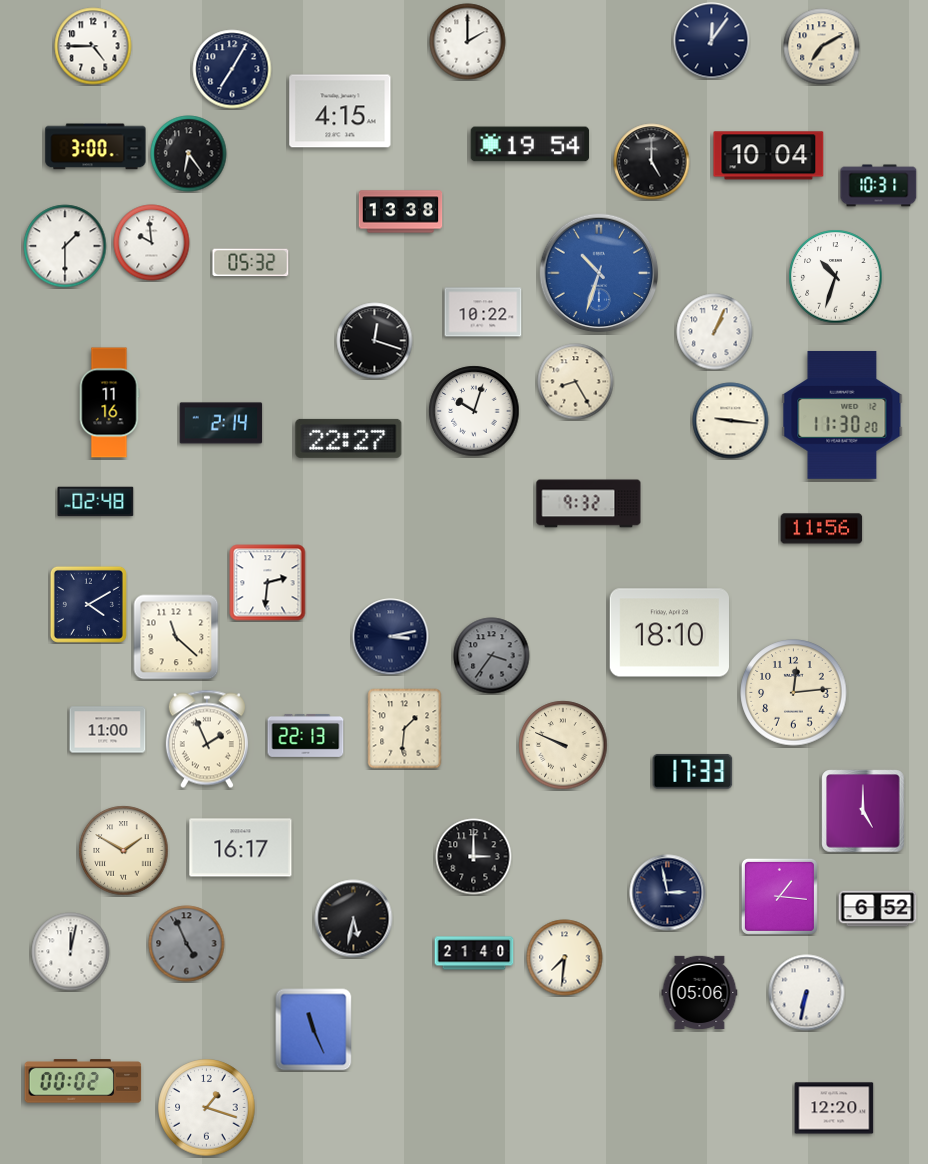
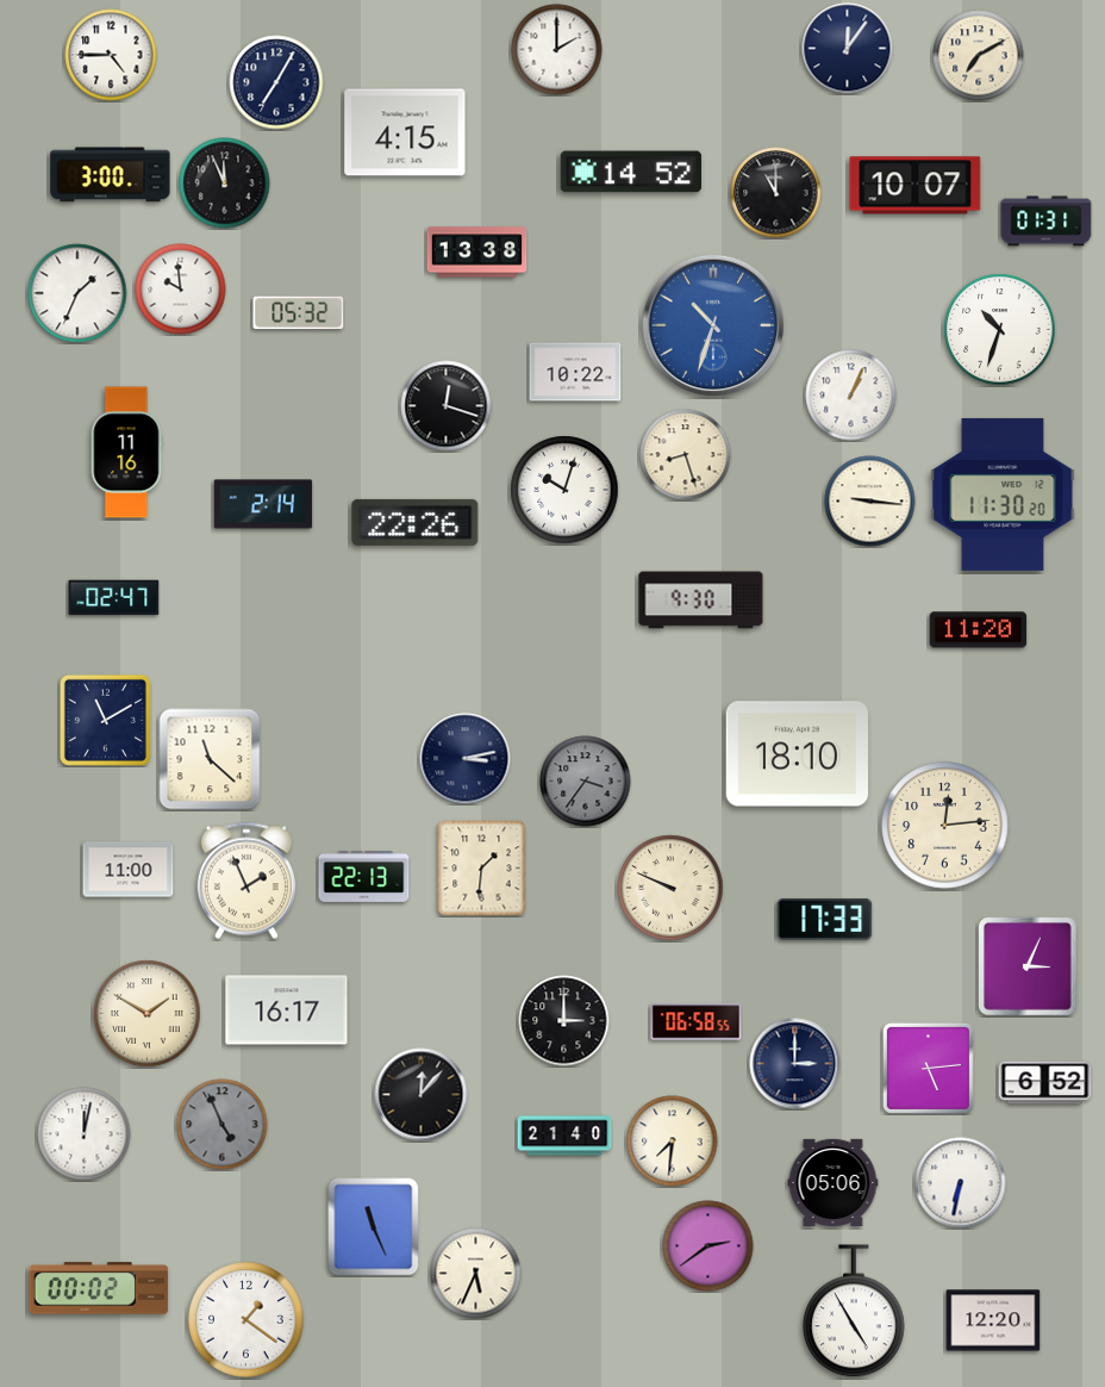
clock at (530, 144): 19:54 -> 14:52
clock at (96, 147) position: (96, 147) -> (111, 175)
clock at (189, 154): 6:24 -> 11:56
clock at (769, 156): 10:04 -> 10:07
clock at (652, 162): 5:00 -> 11:00
clock at (879, 186): 10:31 -> 01:31
clock at (65, 246): 1:30 -> 1:34
clock at (836, 277) position: (836, 277) -> (1000, 330)
clock at (576, 382): 8:25 -> 8:27
clock at (109, 403) position: (109, 403) -> (126, 453)
clock at (349, 438): 22:27 -> 22:26
clock at (96, 502): 02:48 -> 02:47
clock at (589, 504): 9:32 -> 9:30
clock at (822, 529): 11:56 -> 11:20
clock at (268, 583): 2:31 -> none
clock at (88, 604): 4:10 -> 11:10
clock at (863, 811): 5:00 -> 3:04
clock at (697, 1022): none -> 06:58
clock at (668, 893): 2:58 -> 3:00
clock at (779, 896): 1:16 -> 5:14
clock at (354, 919): 5:32 -> 12:07
clock at (708, 1246): none -> 2:39
clock at (476, 1274): none -> 5:34
clock at (855, 1312): none -> 4:55
clock at (207, 1108): 1:18 -> 1:21
